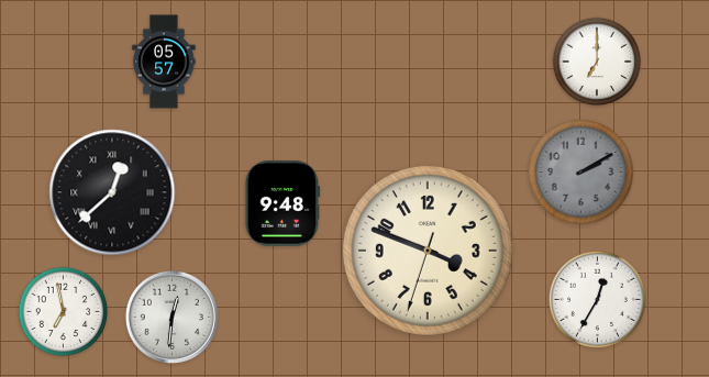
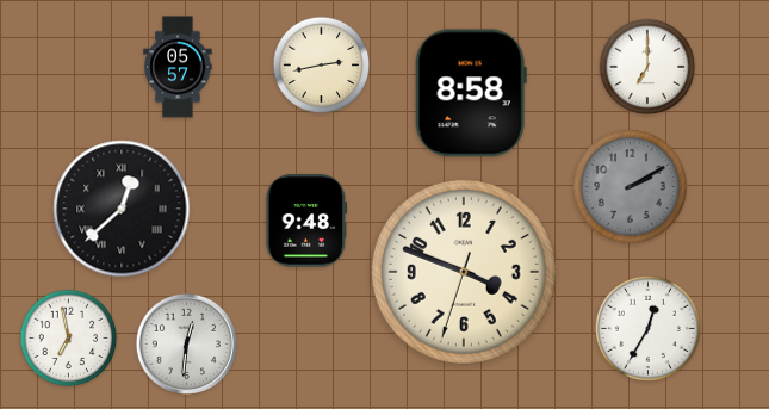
clock at (322, 66): none -> 2:43
clock at (471, 93): none -> 8:58
clock at (597, 299) position: (597, 299) -> (647, 328)
